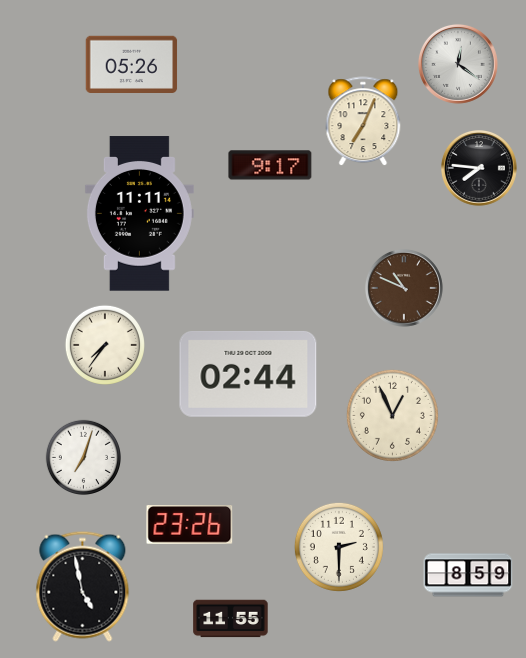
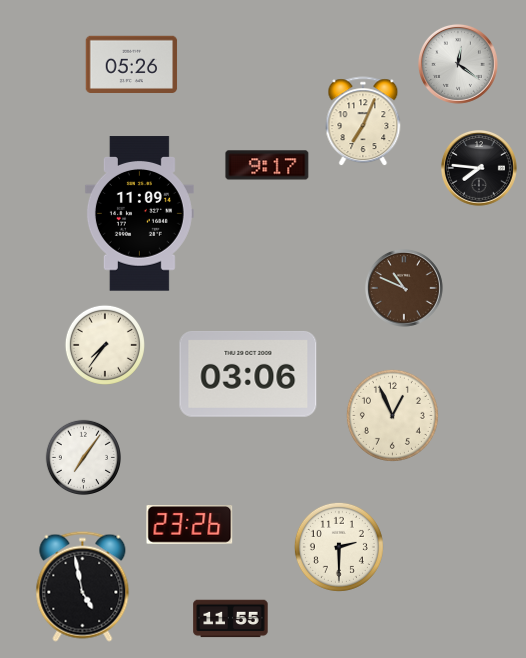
clock at (270, 165) position: (270, 165) -> (267, 165)
clock at (139, 214): 11:11 -> 11:09
clock at (248, 374): 02:44 -> 03:06
clock at (83, 457): 7:03 -> 7:06
clock at (468, 575): 8:59 -> none
